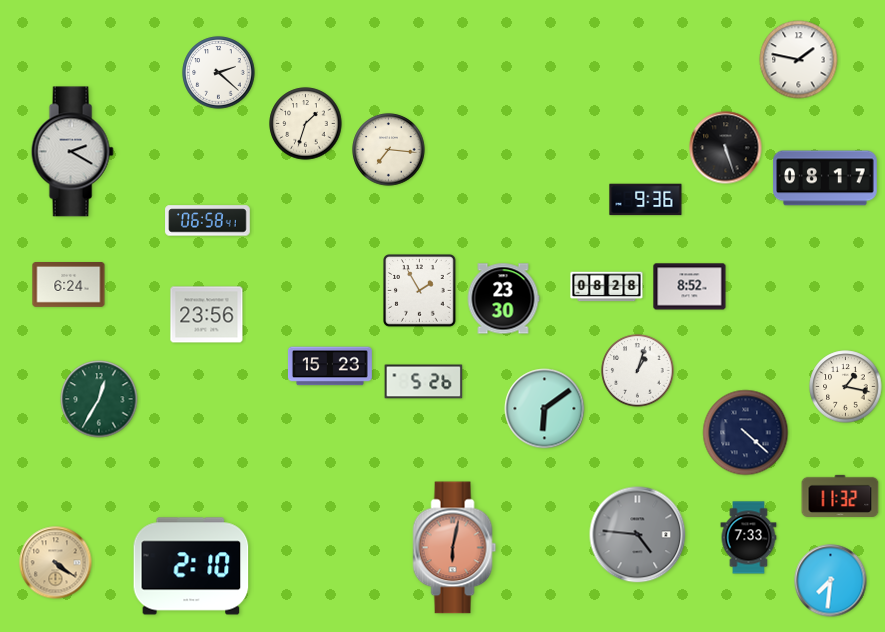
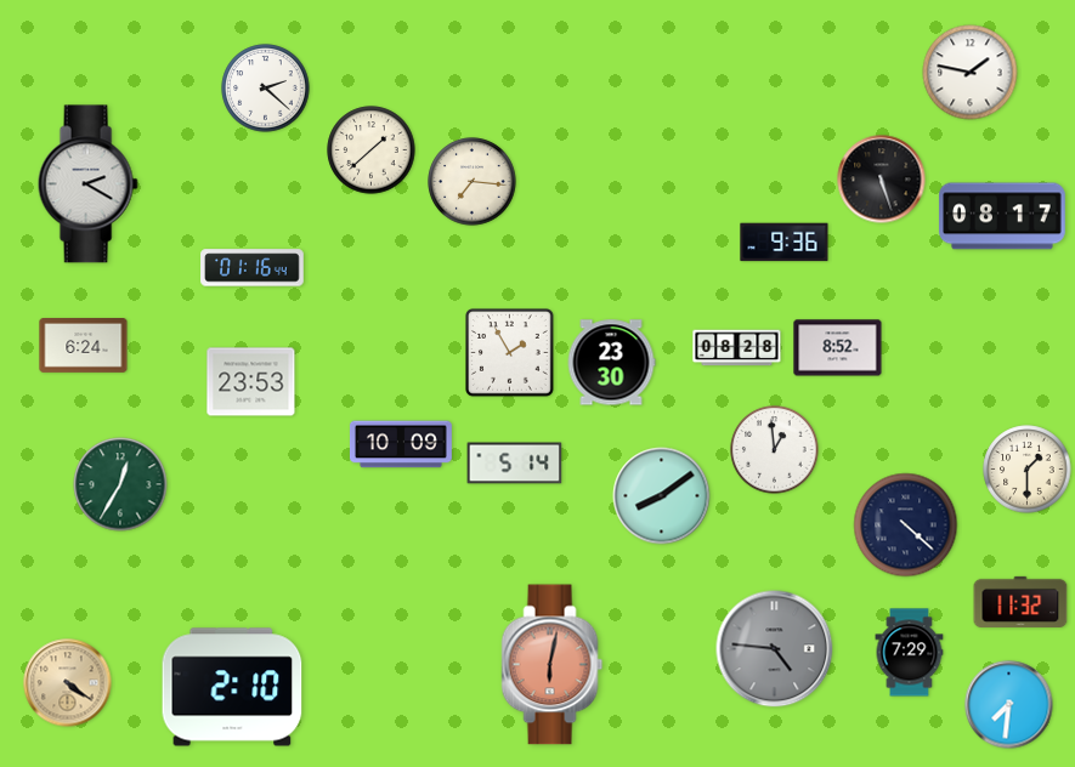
clock at (306, 124): 1:33 -> 1:38
clock at (208, 221): 06:58 -> 01:16
clock at (207, 315): 23:56 -> 23:53
clock at (330, 366): 15:23 -> 10:09
clock at (638, 371): 1:03 -> 12:59
clock at (424, 382): 5:26 -> 5:14
clock at (846, 387): 1:17 -> 1:30
clock at (545, 409): 6:09 -> 8:09
clock at (749, 538): 7:33 -> 7:29
